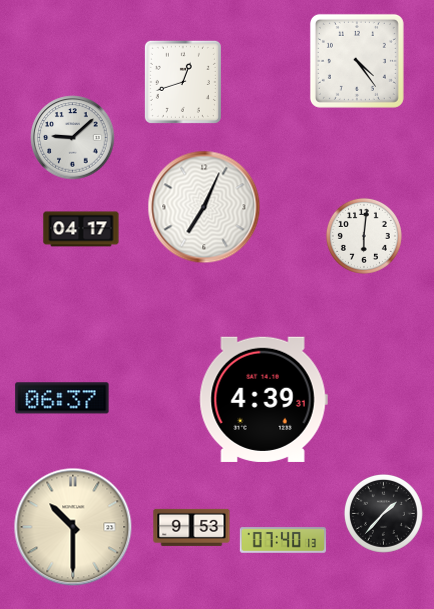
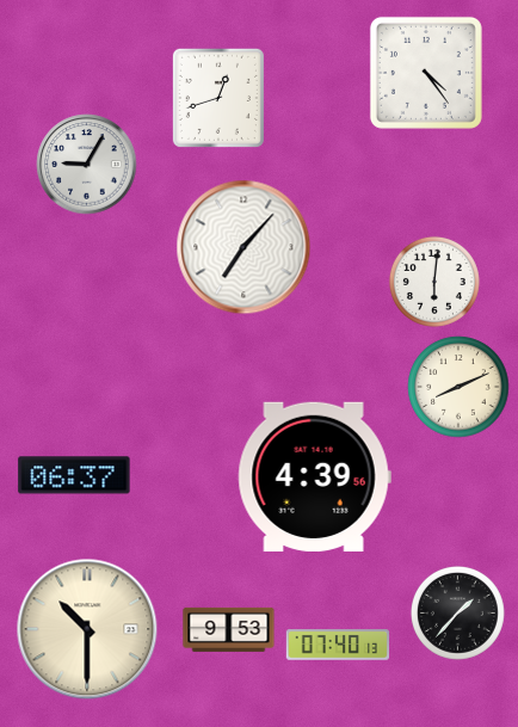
clock at (73, 138): 9:08 -> 9:05
clock at (204, 207): 7:04 -> 7:07
clock at (81, 229): 04:17 -> none
clock at (458, 387): none -> 8:11
clock at (263, 399): 4:39:31 -> 4:39:56
